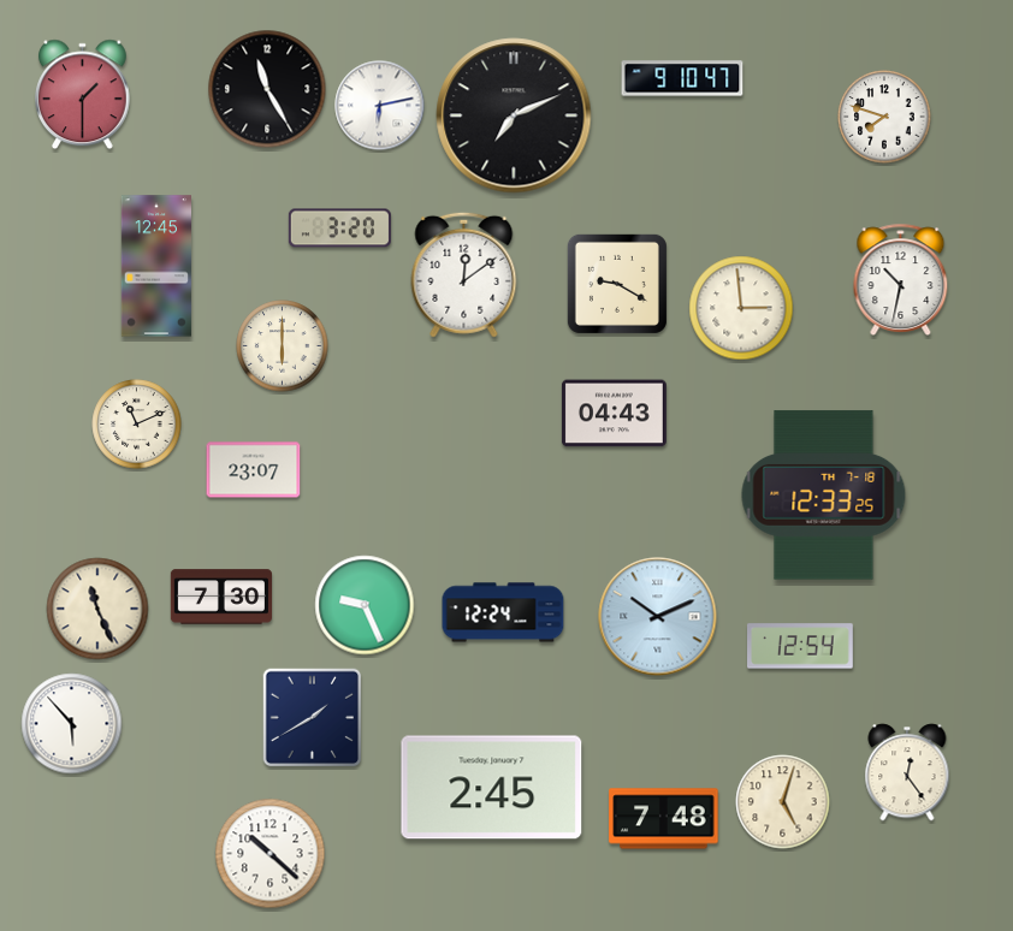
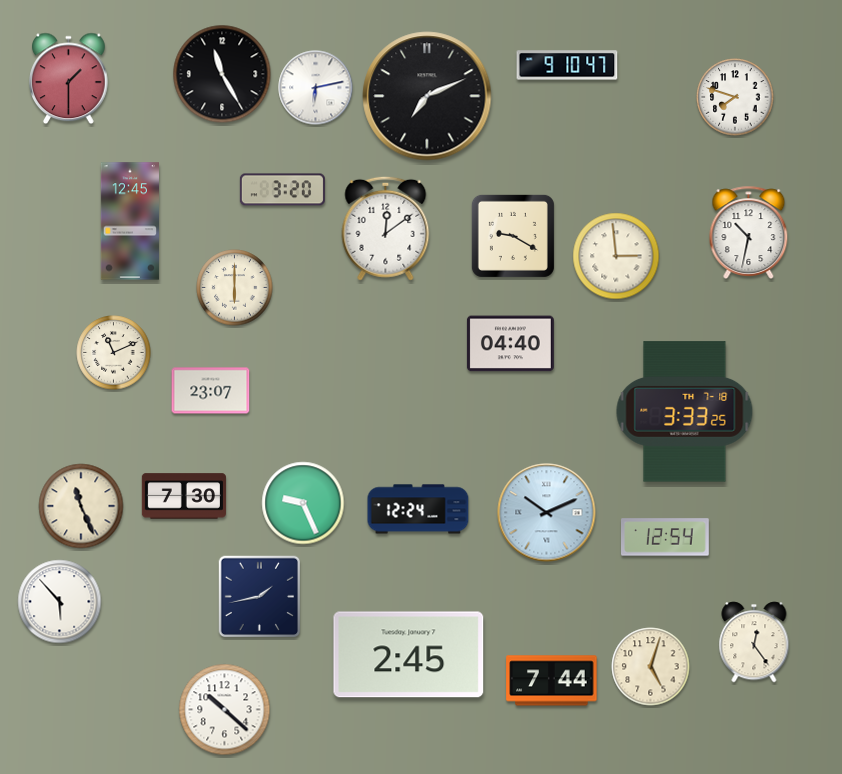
clock at (614, 414): 04:43 -> 04:40
clock at (824, 496): 12:33 -> 3:33
clock at (313, 718): 1:40 -> 1:43
clock at (664, 819): 7:48 -> 7:44
